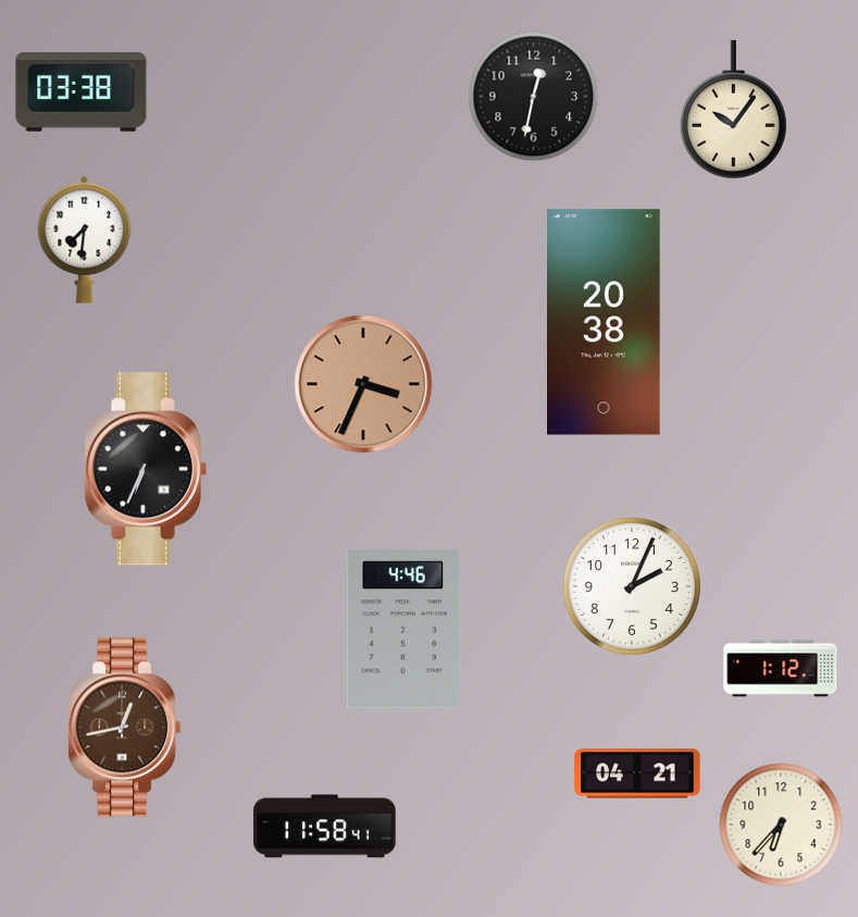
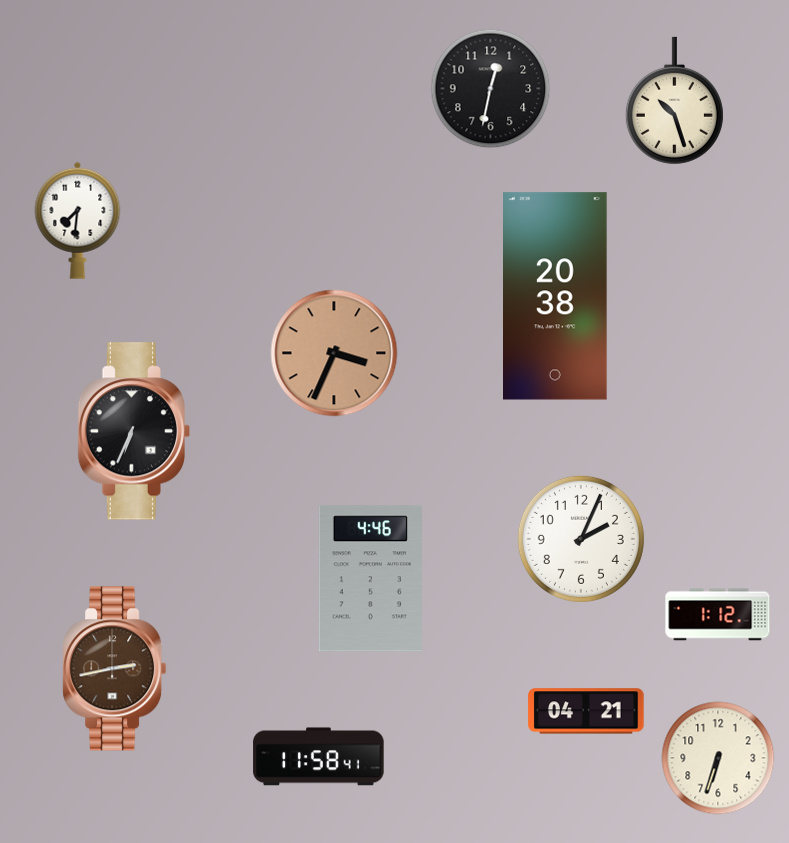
clock at (82, 92): 03:38 -> none
clock at (733, 110): 10:06 -> 10:27
clock at (125, 728): 12:43 -> 2:43
clock at (781, 825): 6:37 -> 6:33
clock at (325, 827) position: (325, 827) -> (319, 757)
